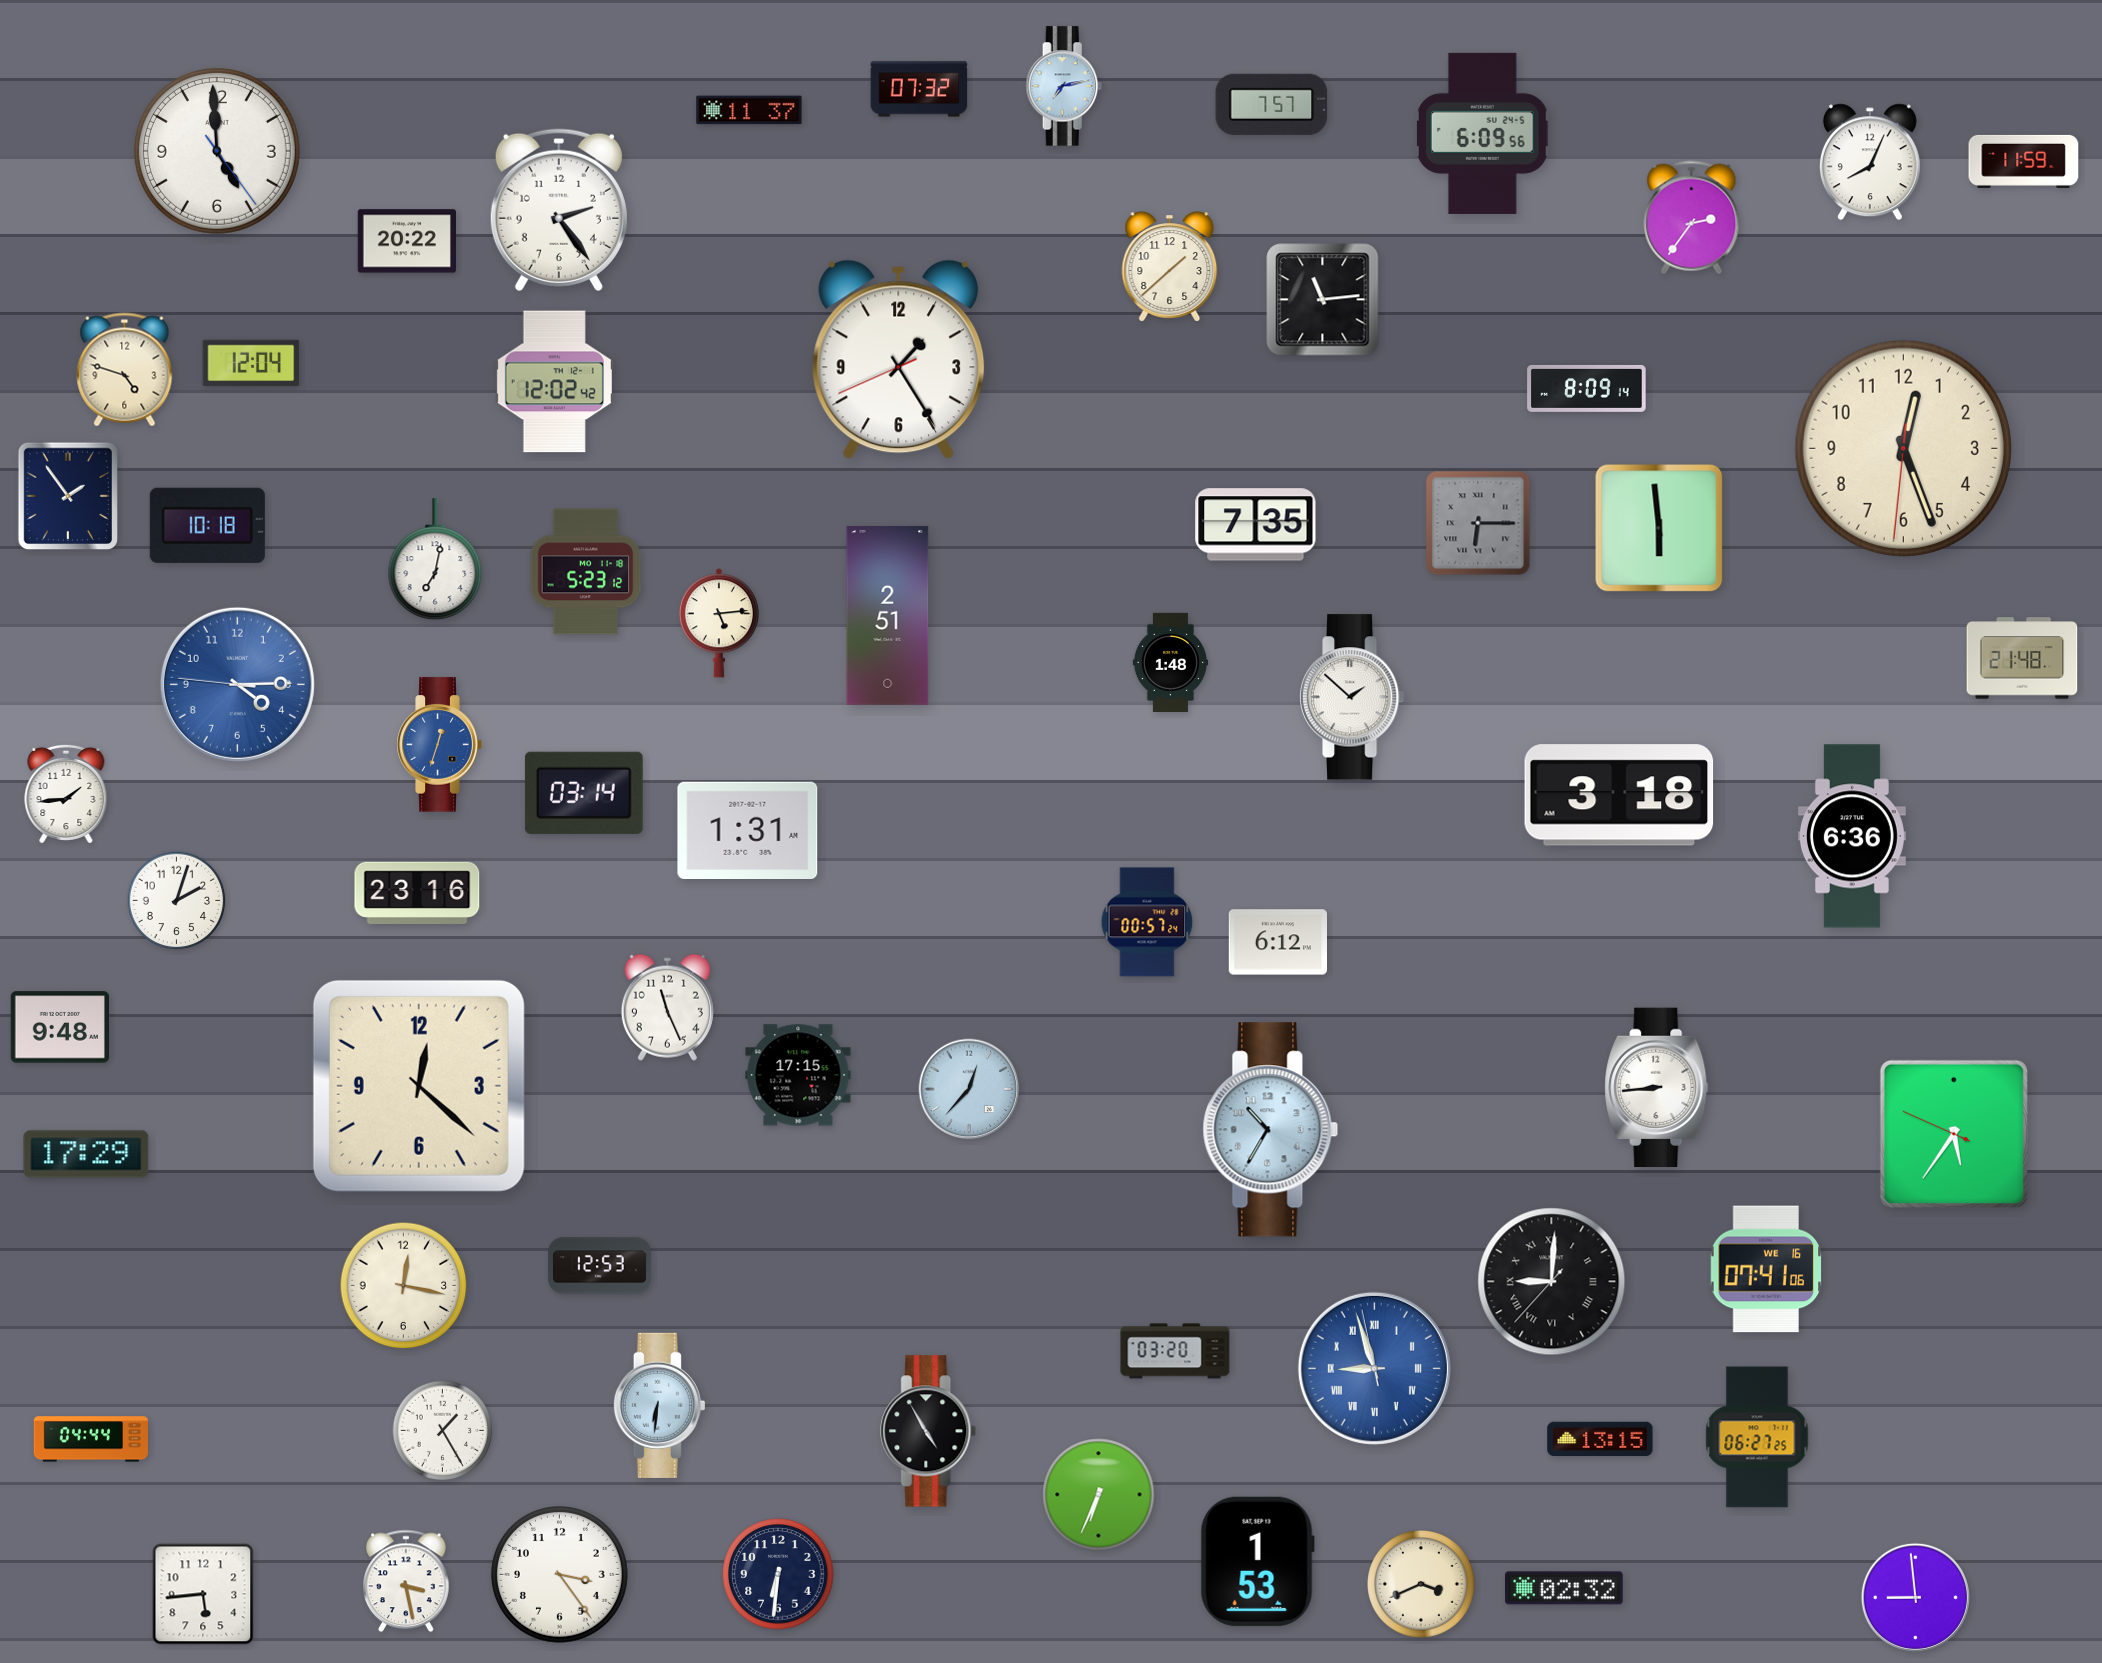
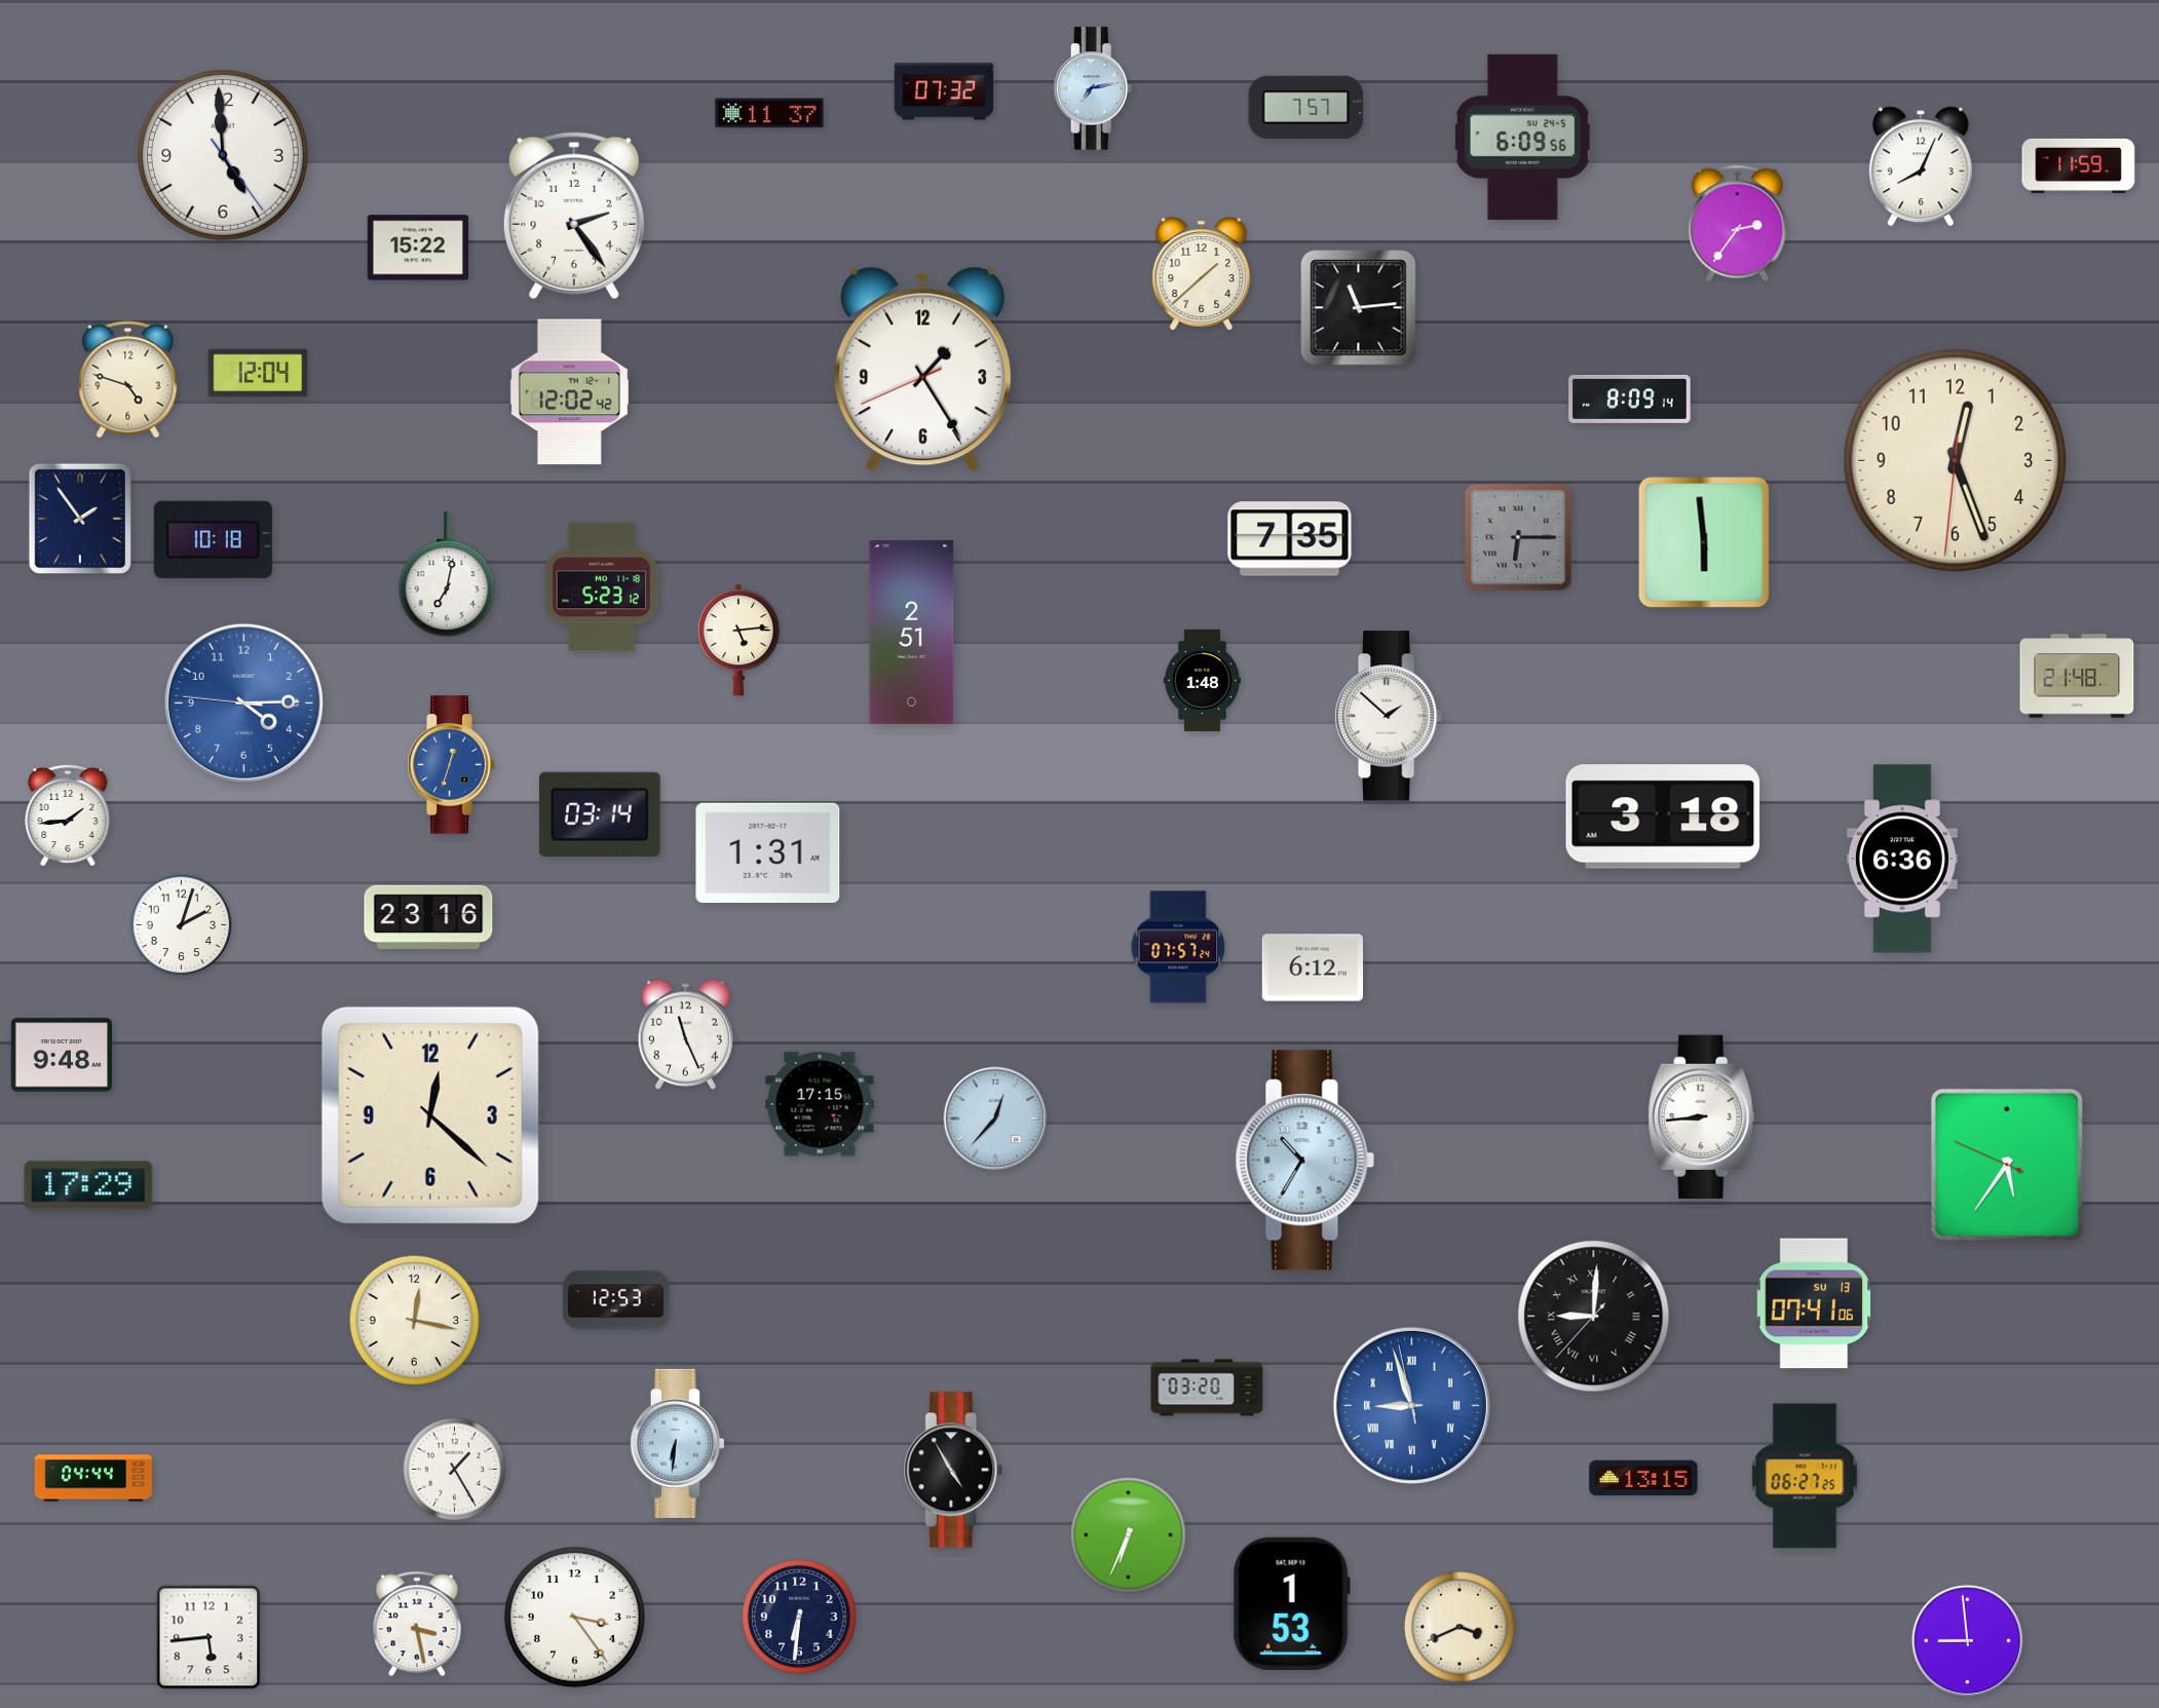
clock at (406, 241): 20:22 -> 15:22
clock at (67, 496) position: (67, 496) -> (79, 519)
clock at (1147, 922): 00:57 -> 07:57
clock at (1766, 1269) date: WE 16 -> SU 13
clock at (1565, 1588): 02:32 -> none
